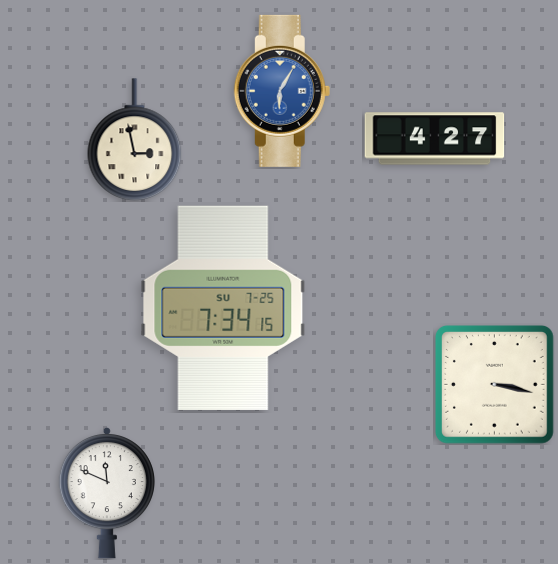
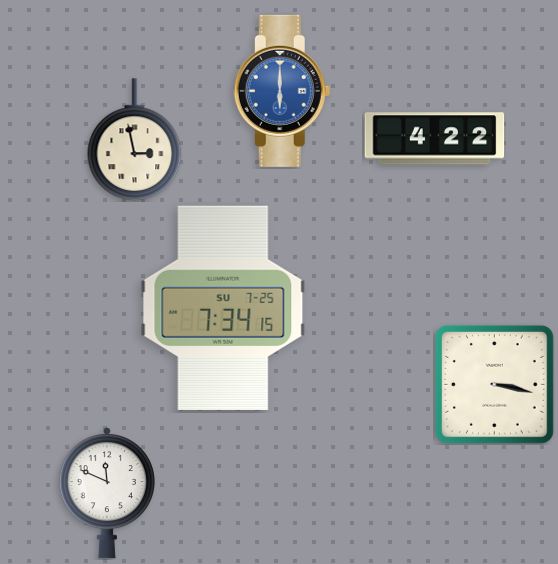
clock at (282, 91): 6:05 -> 6:00
clock at (435, 139): 4:27 -> 4:22
